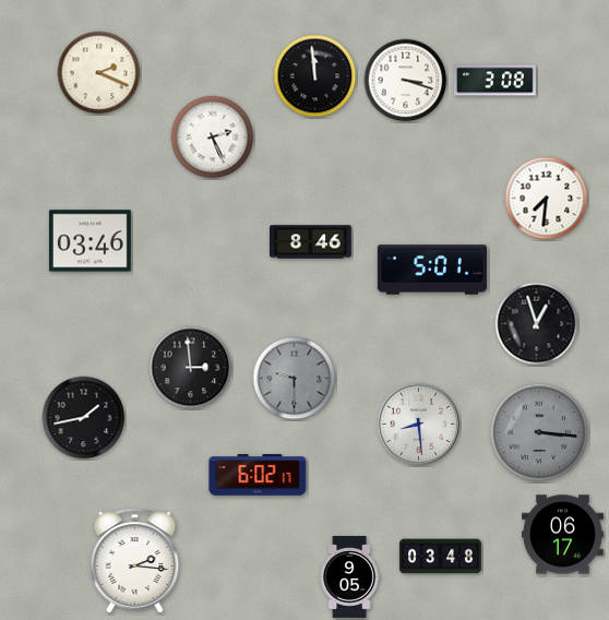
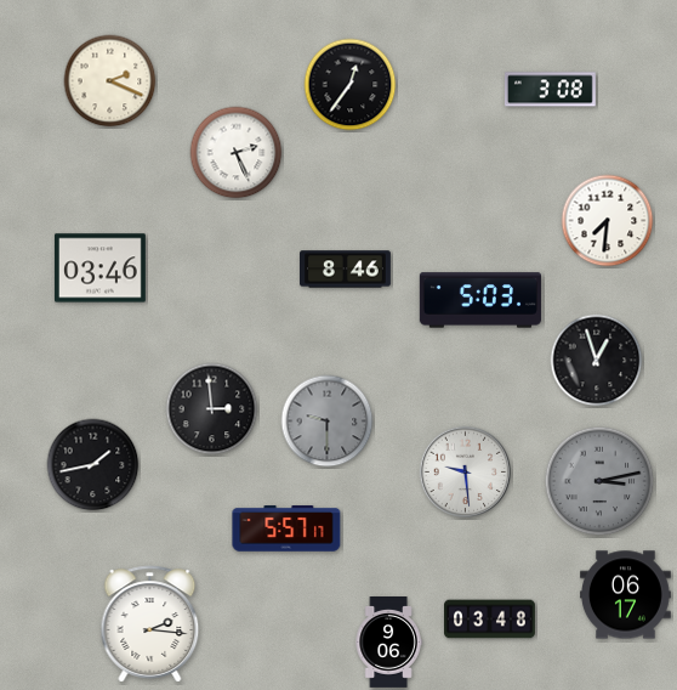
clock at (315, 76): 11:59 -> 12:36
clock at (406, 81): 3:18 -> none
clock at (432, 270): 5:01 -> 5:03
clock at (419, 425): 8:29 -> 9:29
clock at (539, 432): 3:16 -> 3:13
clock at (258, 475): 6:02 -> 5:57
clock at (349, 577): 9:05 -> 9:06
